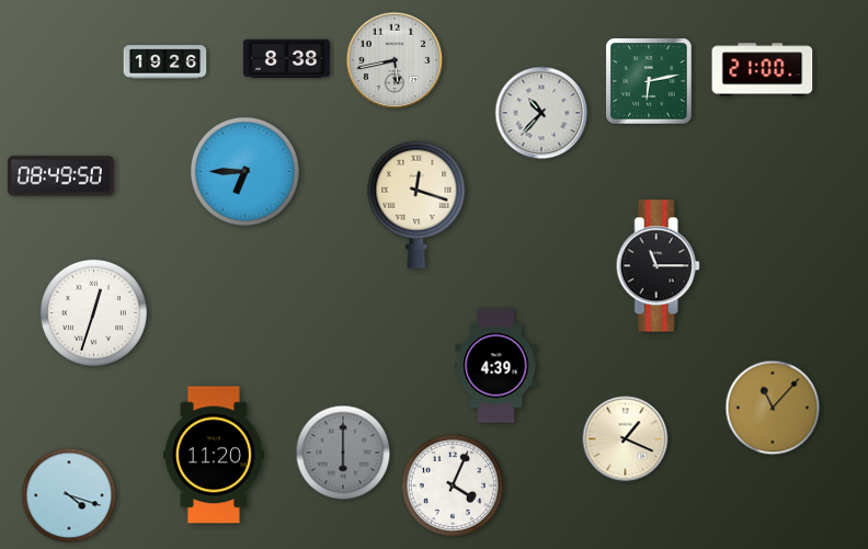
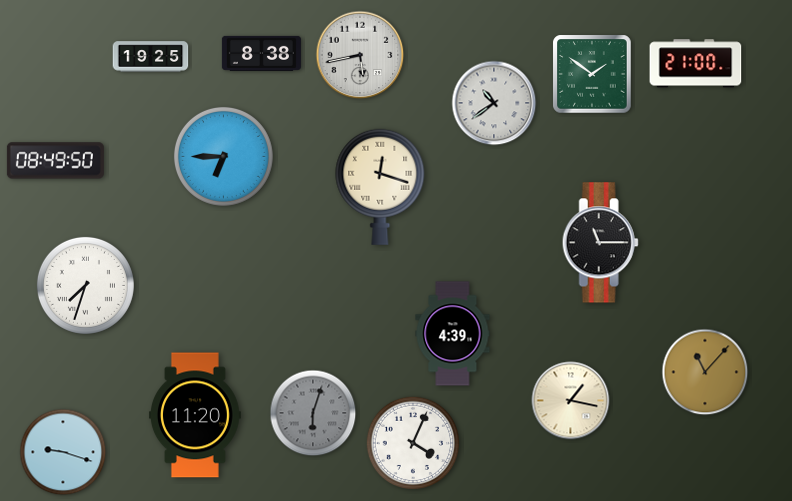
clock at (165, 62): 19:26 -> 19:25
clock at (649, 81): 6:13 -> 1:51
clock at (541, 113): 10:37 -> 10:39
clock at (93, 312): 12:33 -> 7:33
clock at (626, 439): 1:19 -> 1:17
clock at (343, 453): 6:00 -> 6:03
clock at (69, 495): 4:18 -> 9:18
